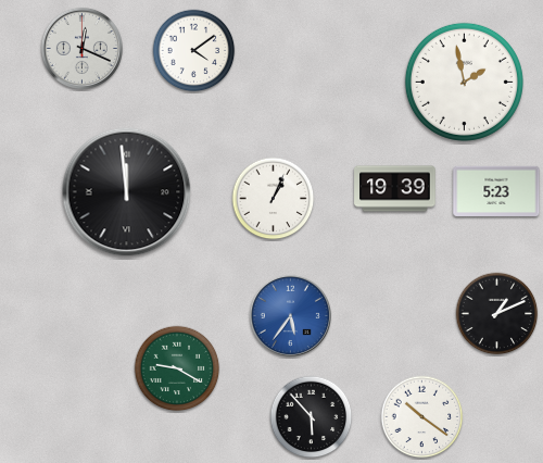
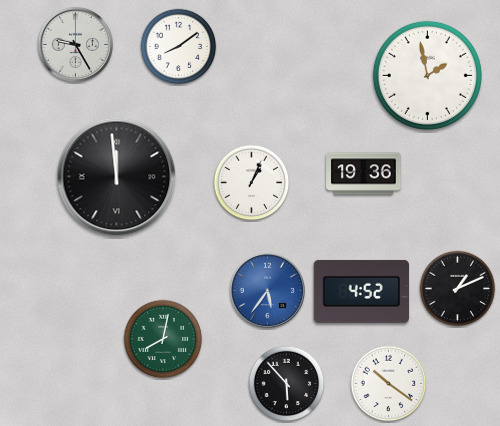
clock at (81, 48): 12:19 -> 9:25
clock at (194, 51): 4:09 -> 8:09
clock at (395, 189): 19:39 -> 19:36
clock at (496, 191): 5:23 -> none
clock at (361, 291): none -> 4:52
clock at (177, 368): 9:20 -> 8:02
